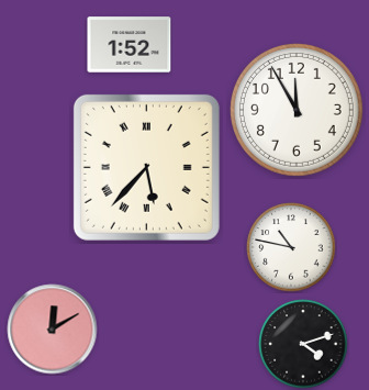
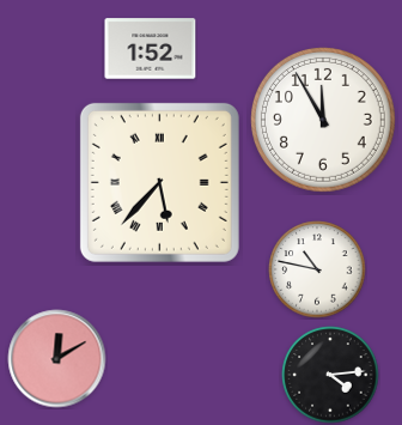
clock at (130, 45) position: (130, 45) -> (151, 49)
clock at (303, 344): 4:12 -> 4:14
